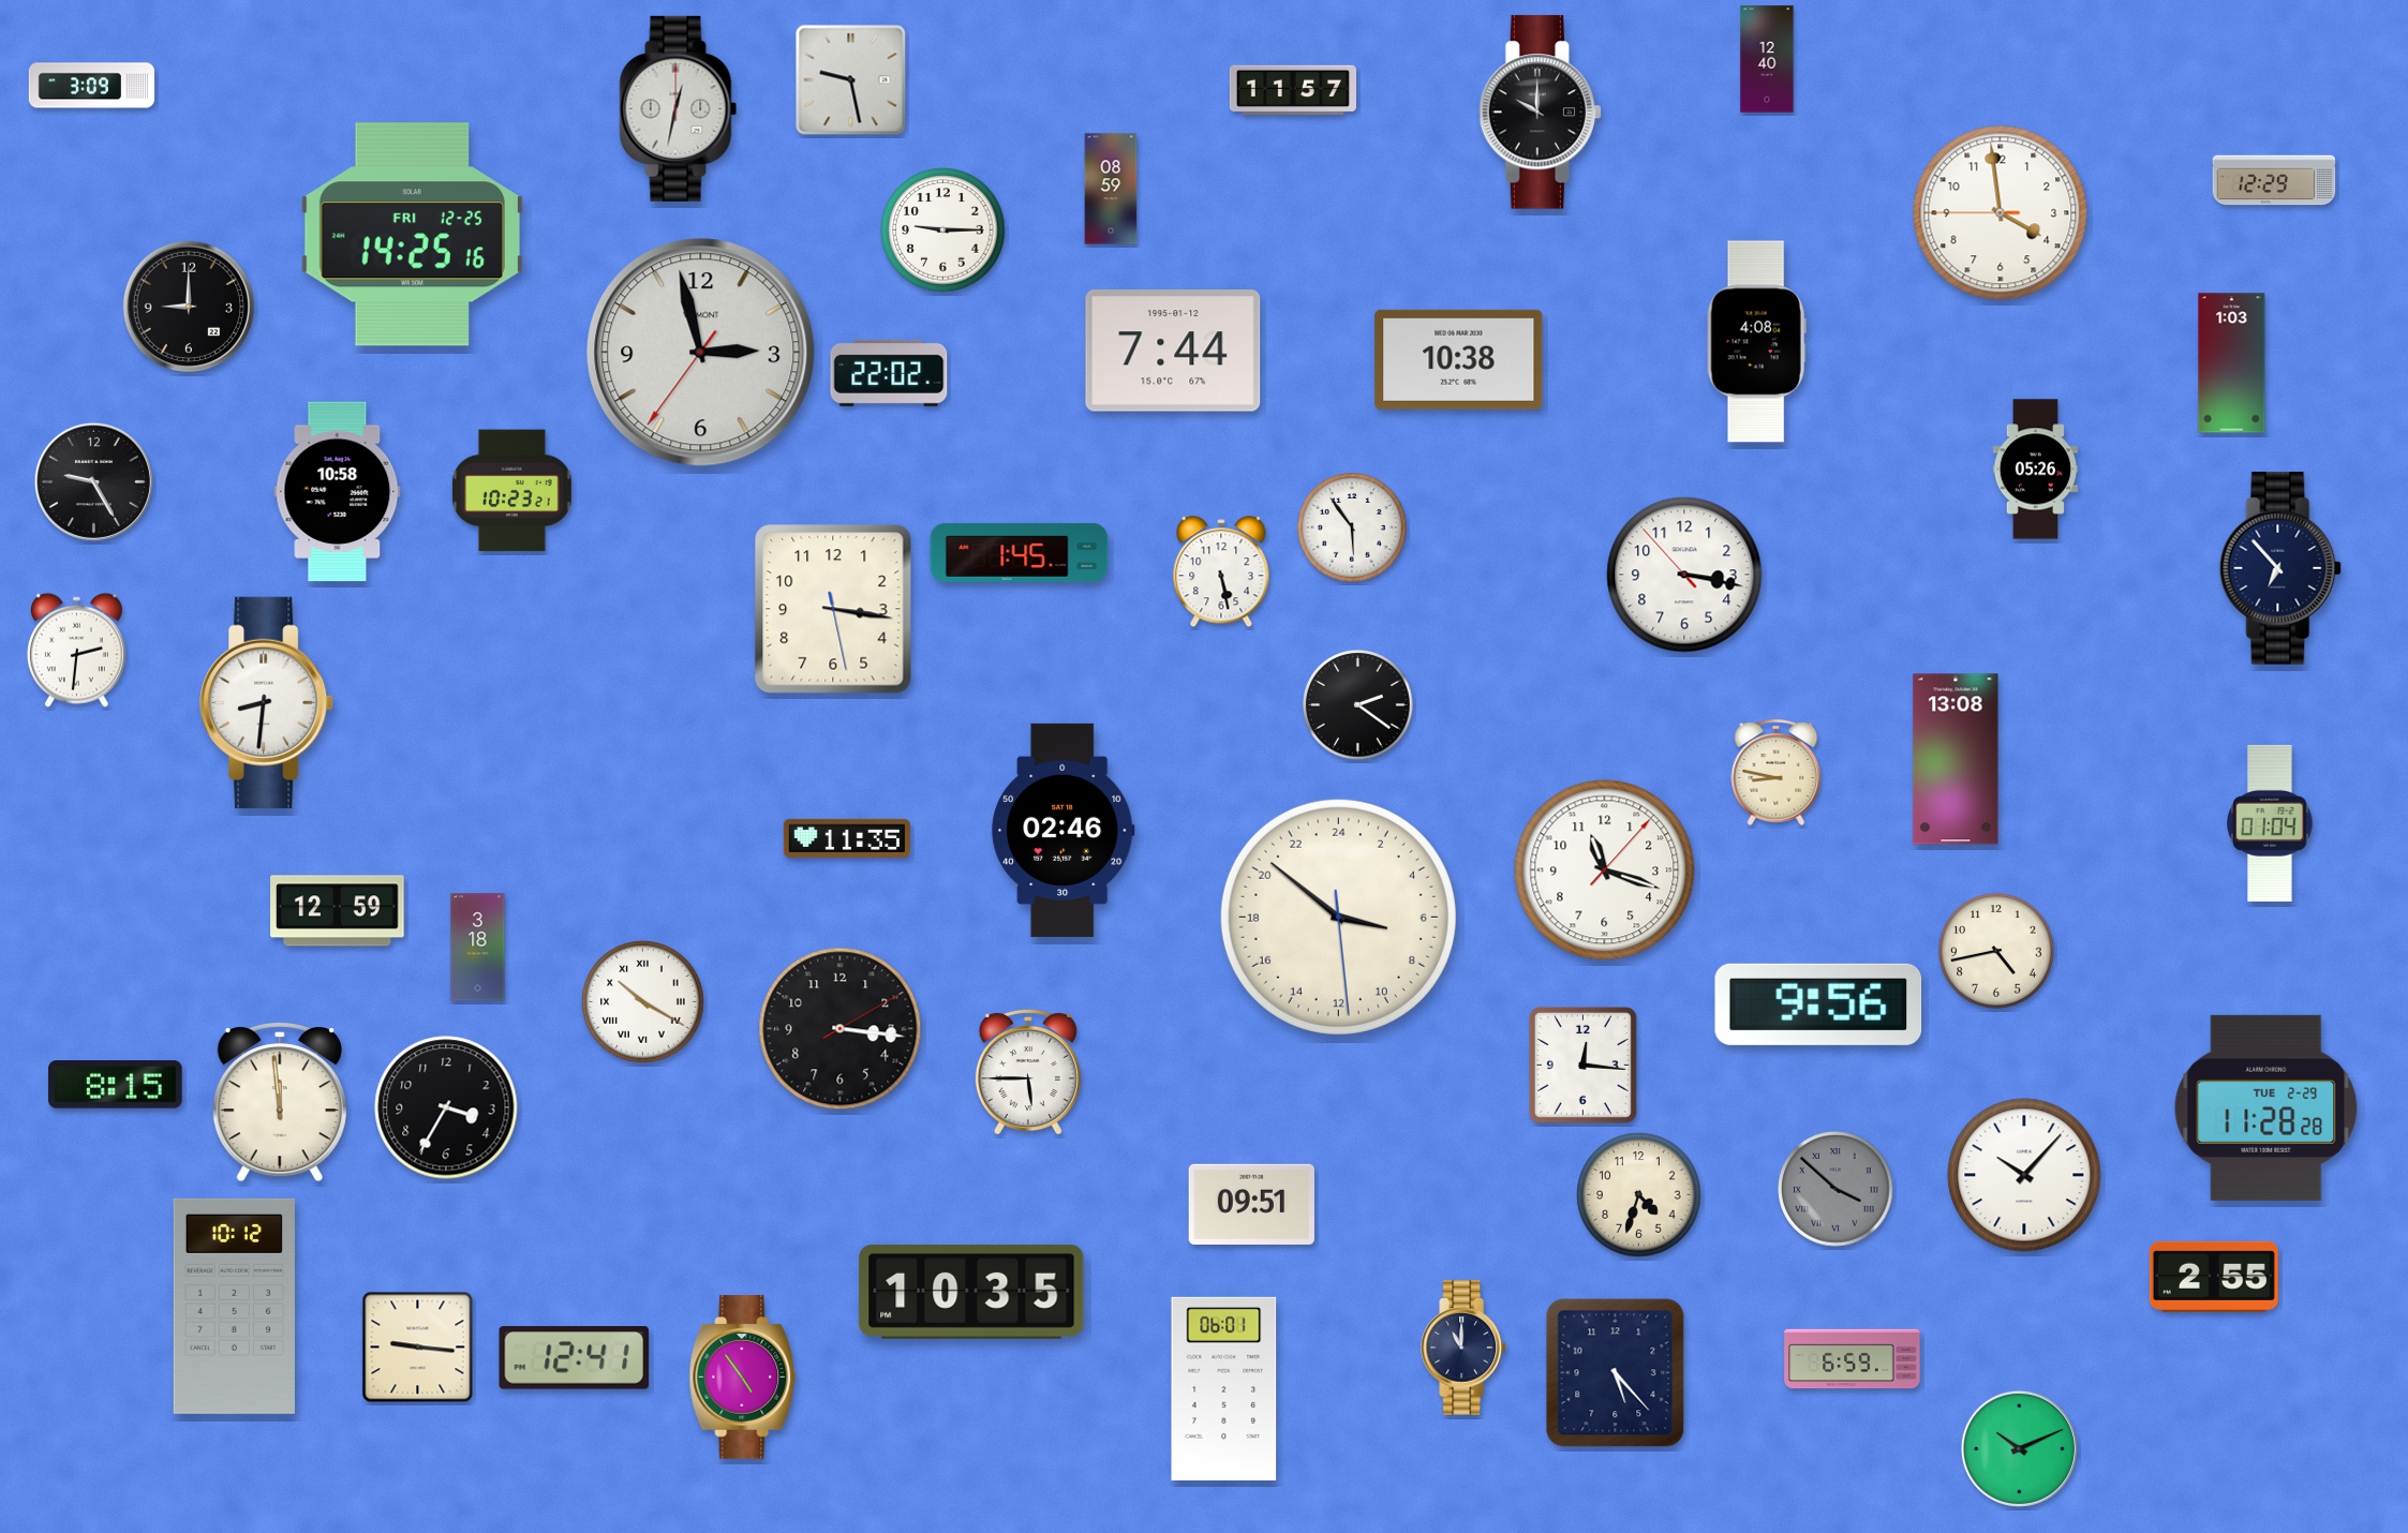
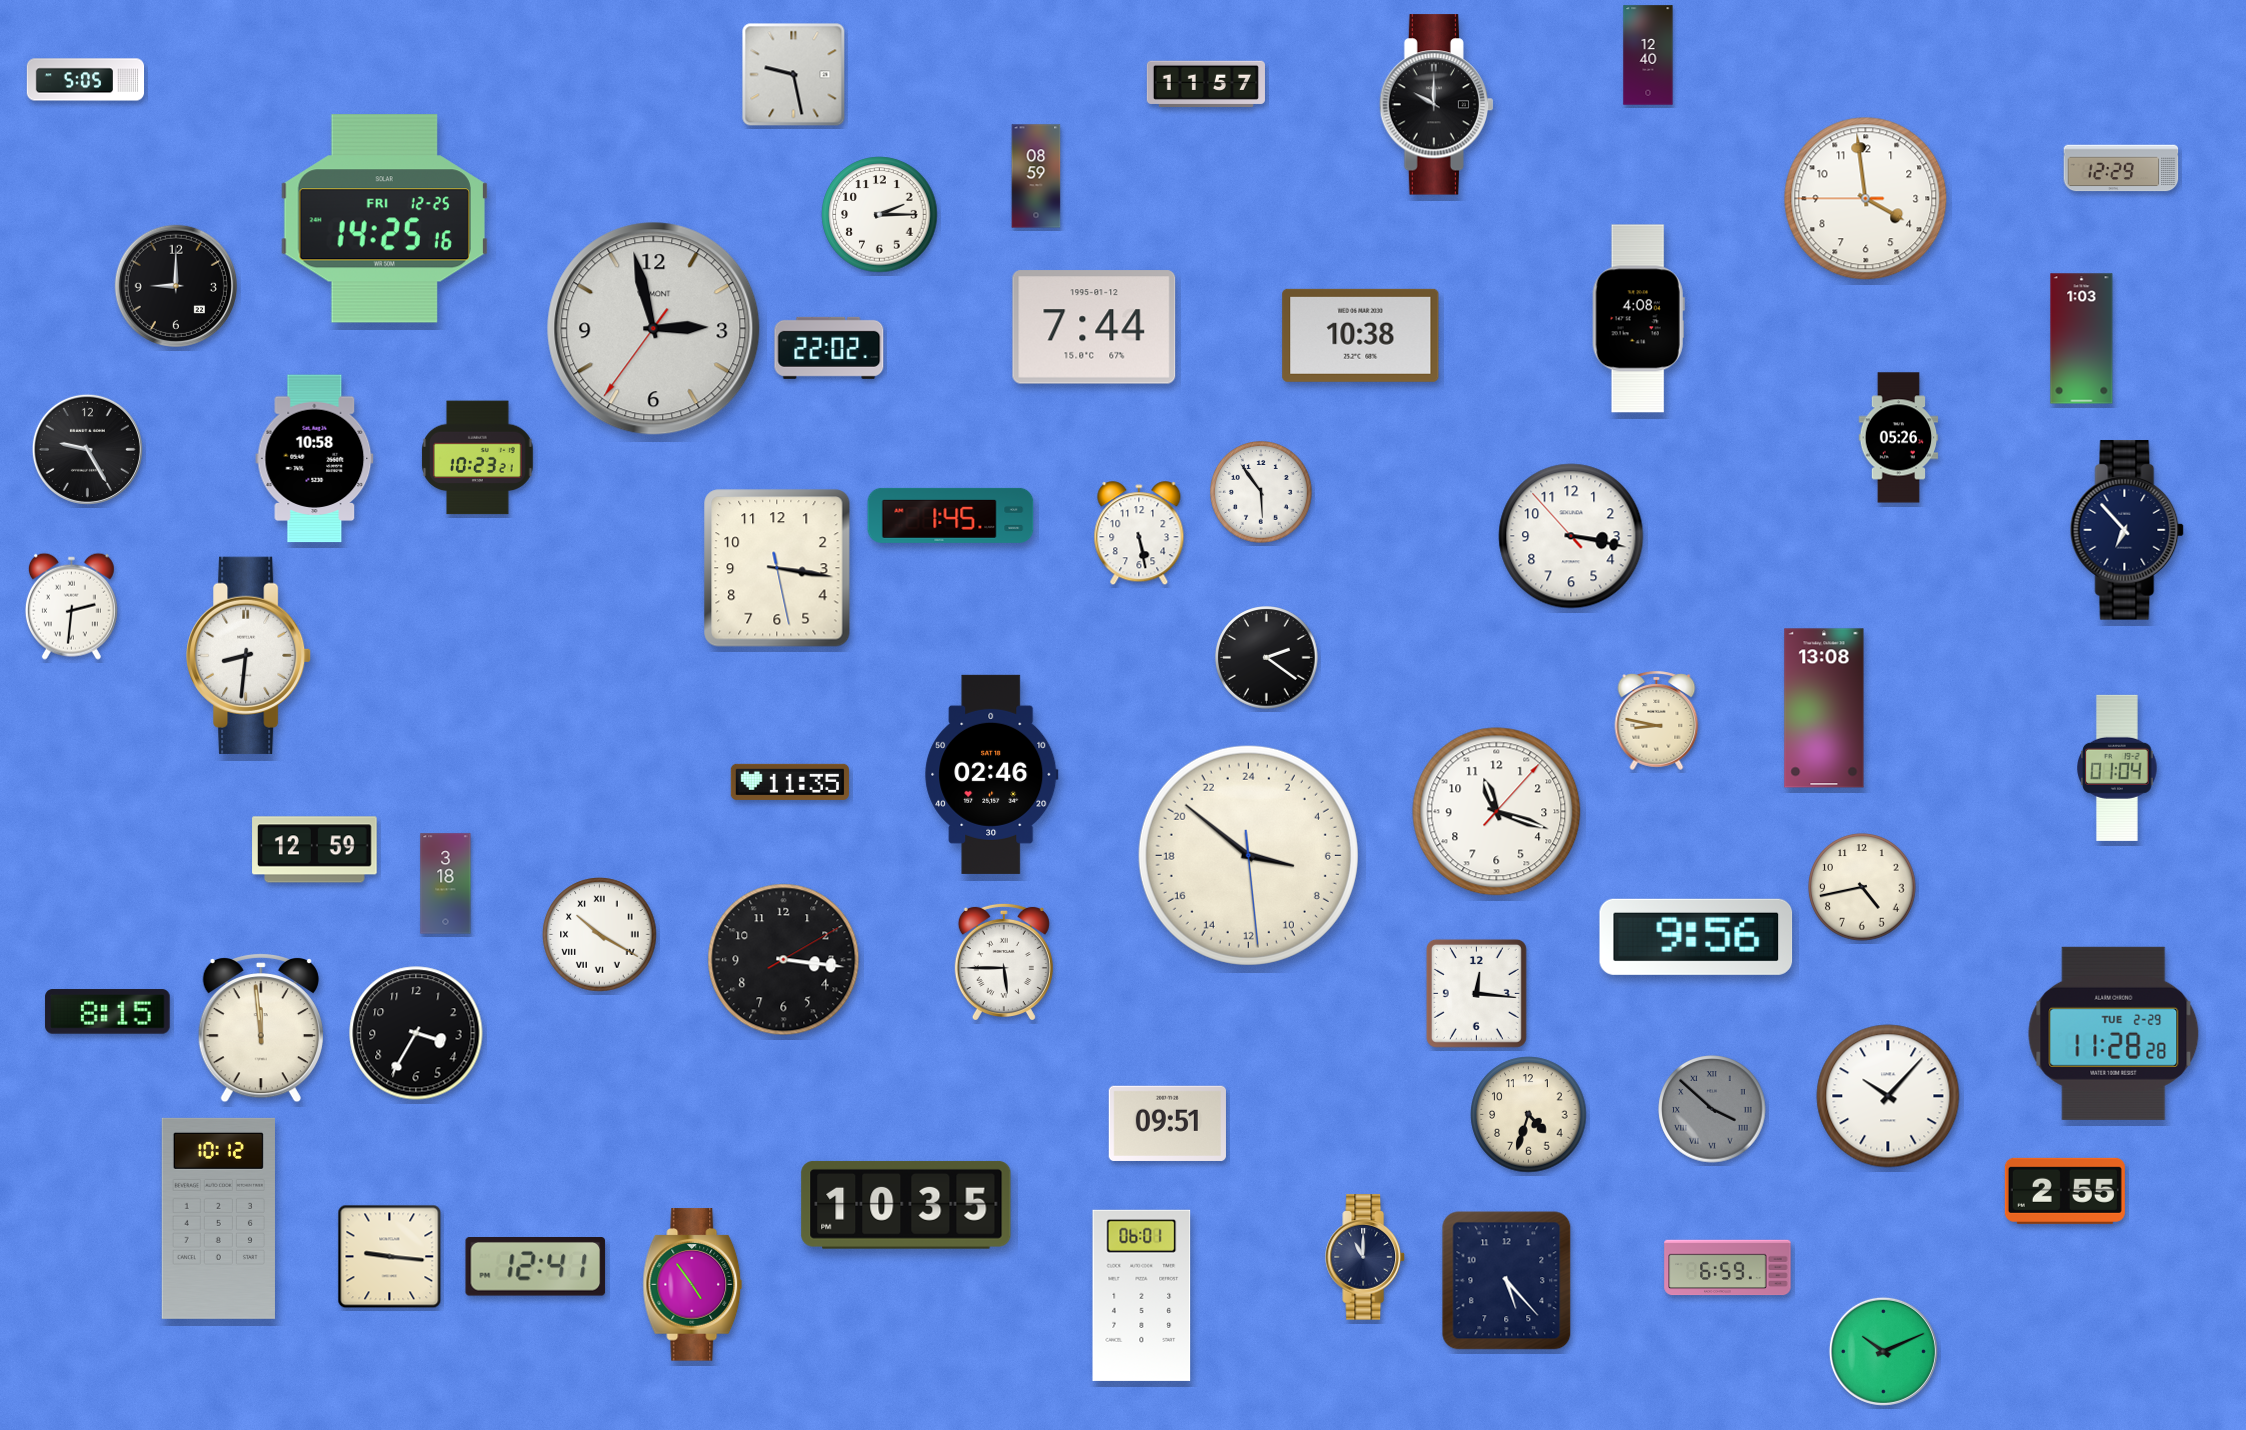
clock at (92, 86): 3:09 -> 5:05
clock at (679, 108): 12:32 -> none
clock at (943, 230): 9:15 -> 2:15
clock at (1028, 1071) position: (1028, 1071) -> (1004, 961)
